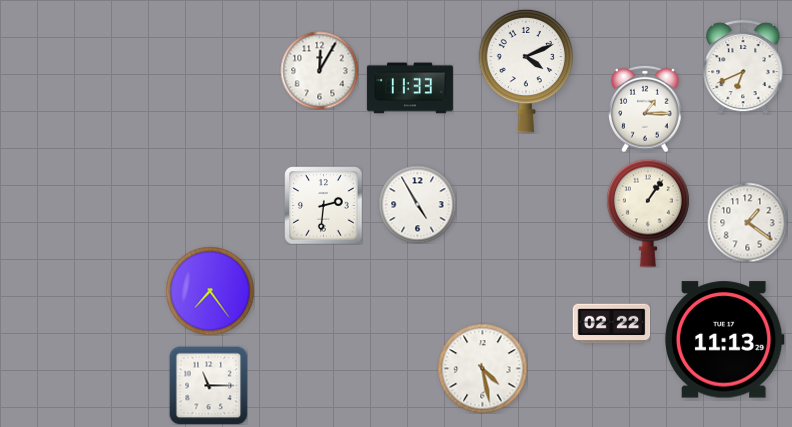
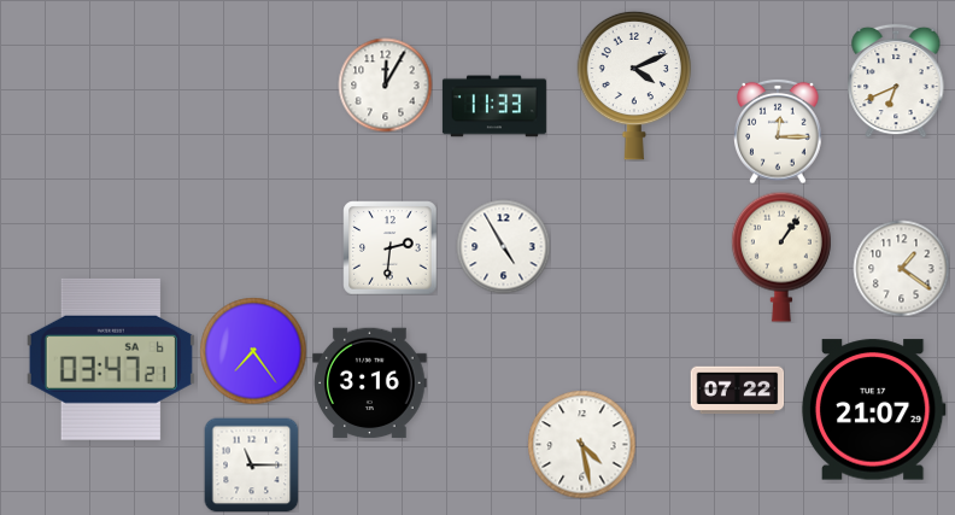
clock at (645, 109): 1:15 -> 12:15
clock at (111, 359): none -> 03:47
clock at (370, 384): none -> 3:16
clock at (611, 324): 02:22 -> 07:22
clock at (724, 340): 11:13 -> 21:07
